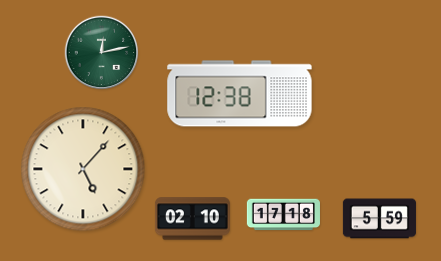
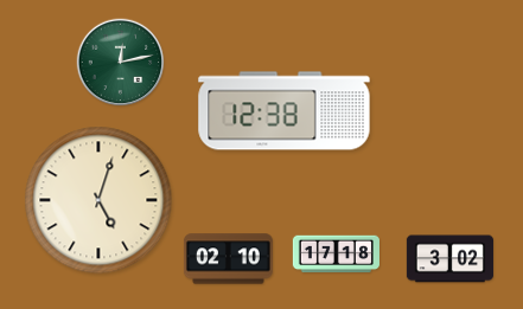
clock at (83, 169): 5:07 -> 5:03
clock at (379, 219): 5:59 -> 3:02
